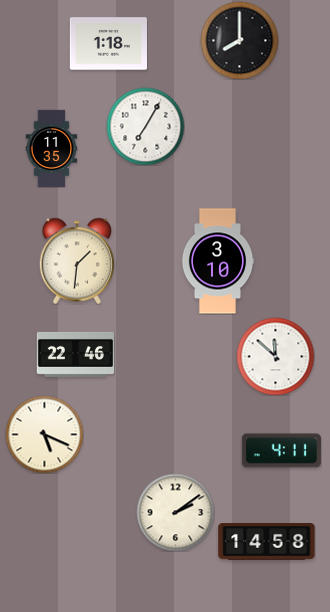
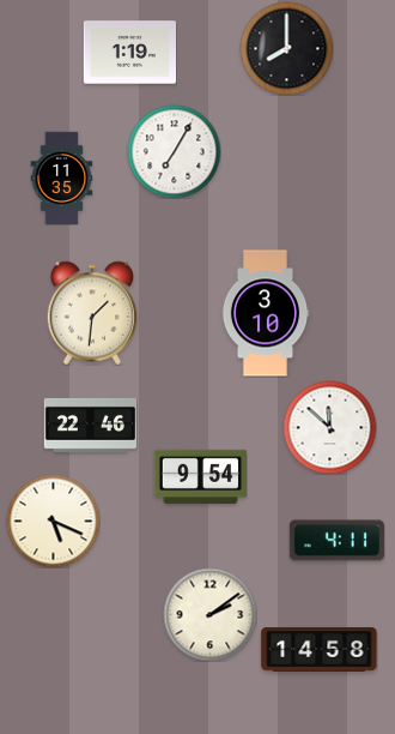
clock at (108, 44): 1:18 -> 1:19
clock at (218, 261) position: (218, 261) -> (266, 313)
clock at (200, 476): none -> 9:54
